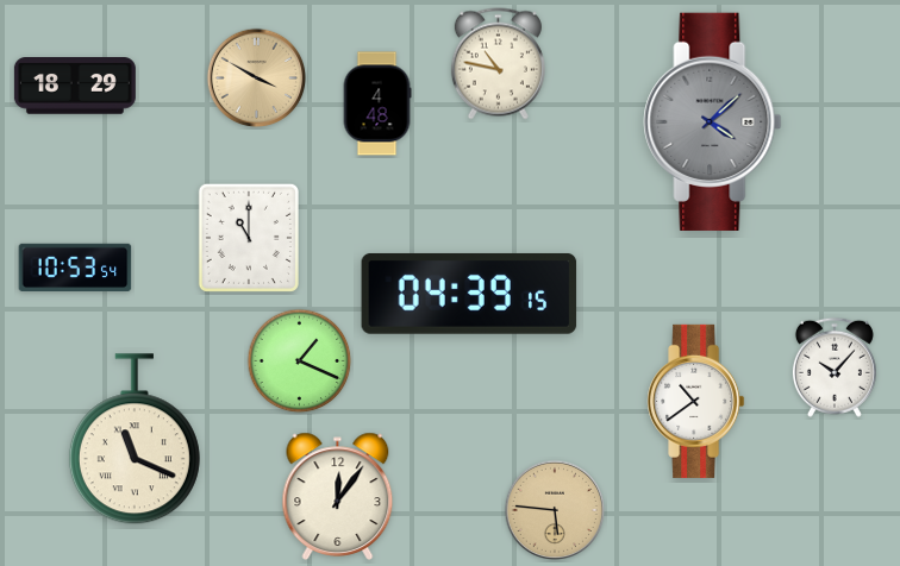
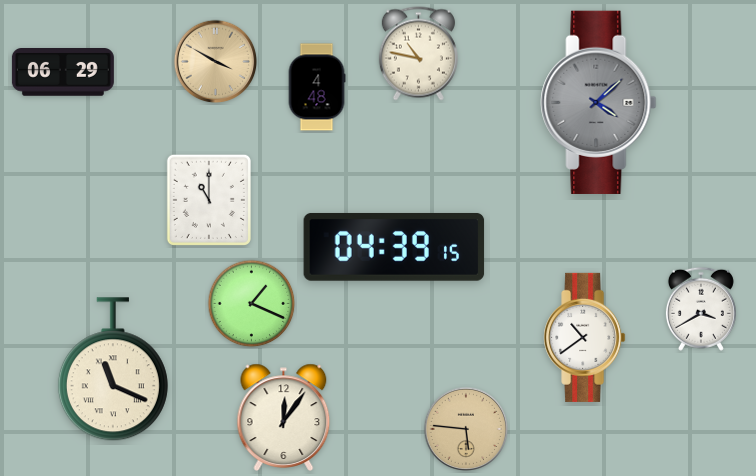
clock at (257, 78) position: (257, 78) -> (216, 62)
clock at (75, 87): 18:29 -> 06:29
clock at (75, 266): 10:53 -> none
clock at (835, 367): 10:07 -> 3:40
